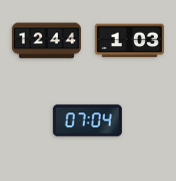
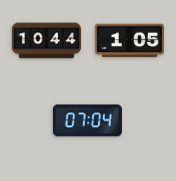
clock at (46, 41): 12:44 -> 10:44
clock at (129, 41): 1:03 -> 1:05
